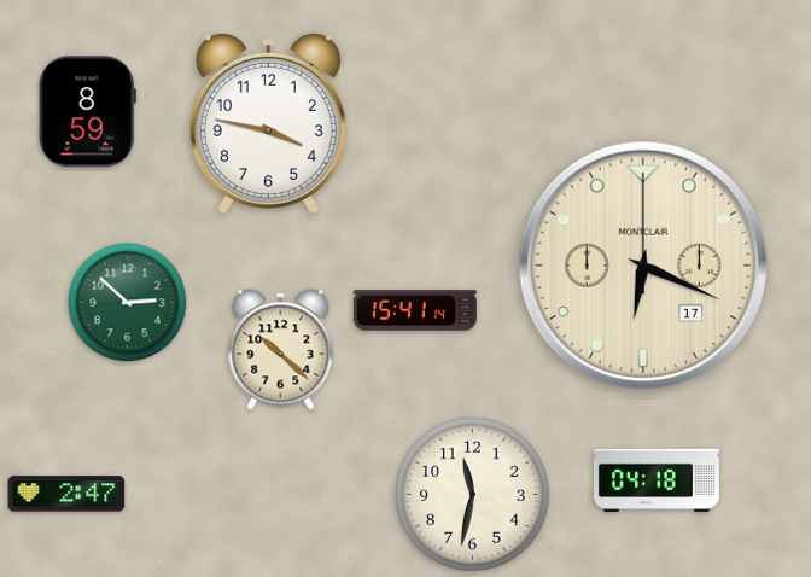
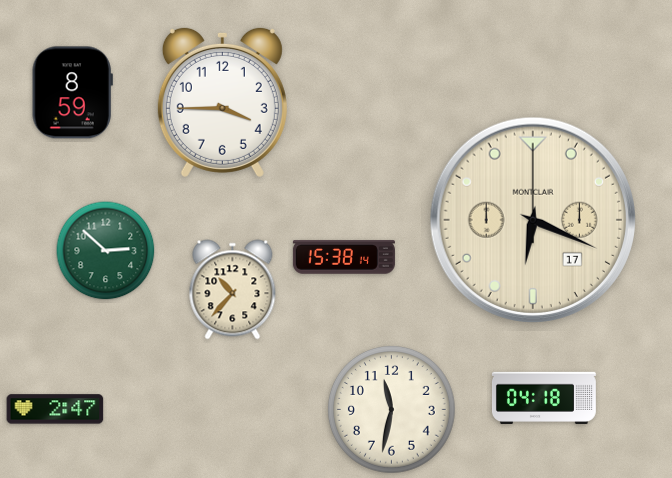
clock at (268, 123): 3:47 -> 3:45
clock at (415, 310): 15:41 -> 15:38
clock at (281, 350): 10:22 -> 10:37
